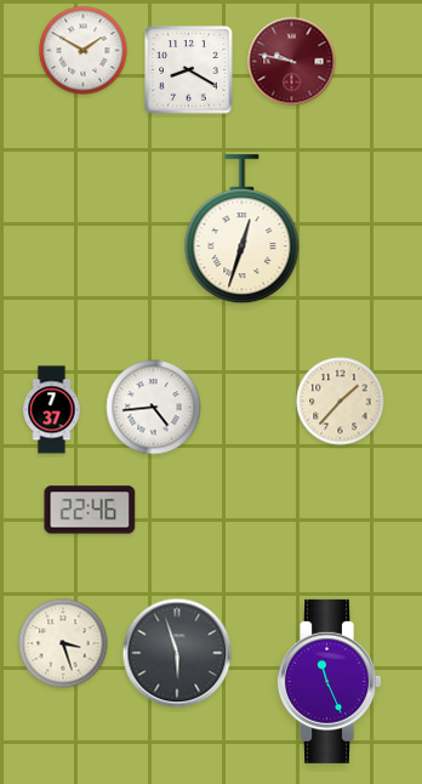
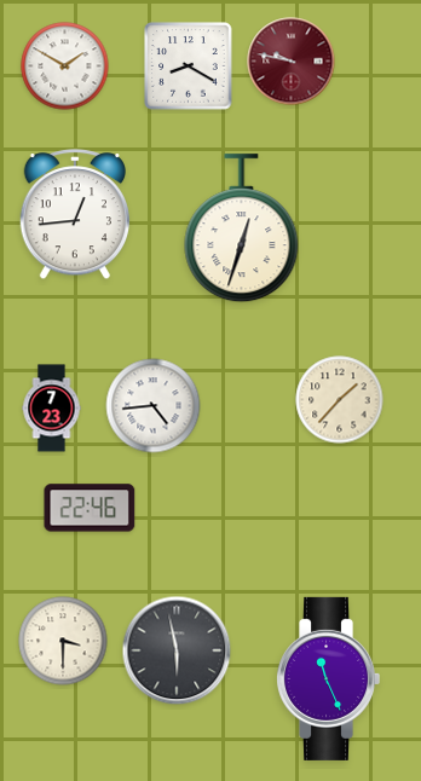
clock at (84, 51) position: (84, 51) -> (65, 66)
clock at (189, 70) position: (189, 70) -> (189, 66)
clock at (74, 215): none -> 12:44
clock at (52, 410): 7:37 -> 7:23
clock at (63, 643): 3:27 -> 3:30
clock at (177, 653): 5:57 -> 5:58
